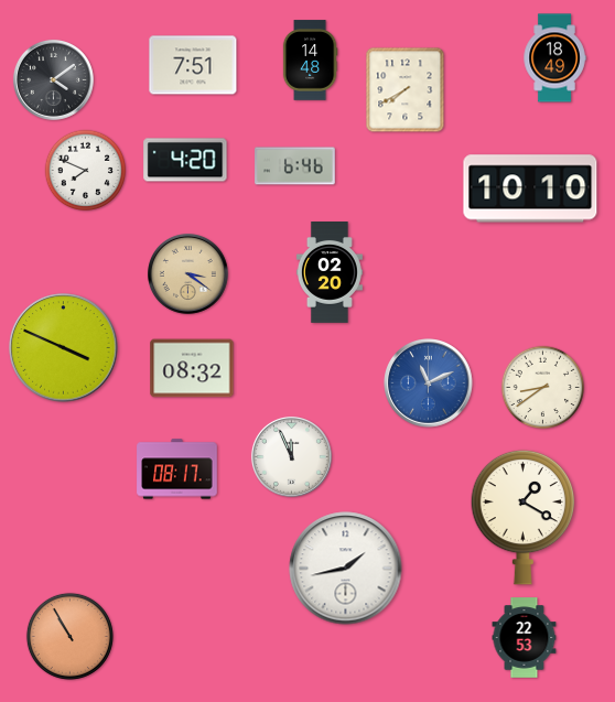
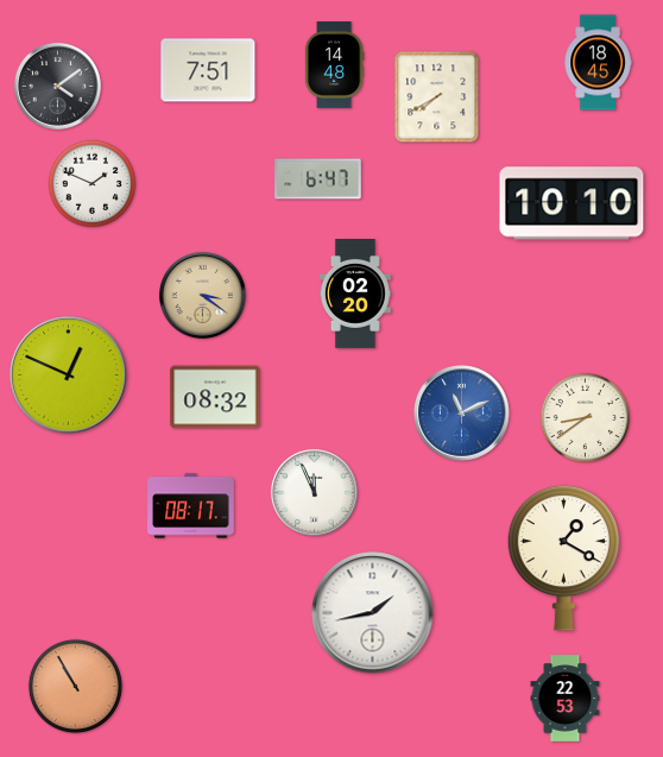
clock at (554, 58): 18:49 -> 18:45
clock at (185, 160): 4:20 -> none
clock at (295, 166): 6:46 -> 6:47
clock at (86, 171): 7:49 -> 1:49
clock at (64, 348): 3:49 -> 12:49
clock at (192, 368) position: (192, 368) -> (215, 397)
clock at (525, 638) position: (525, 638) -> (566, 699)
